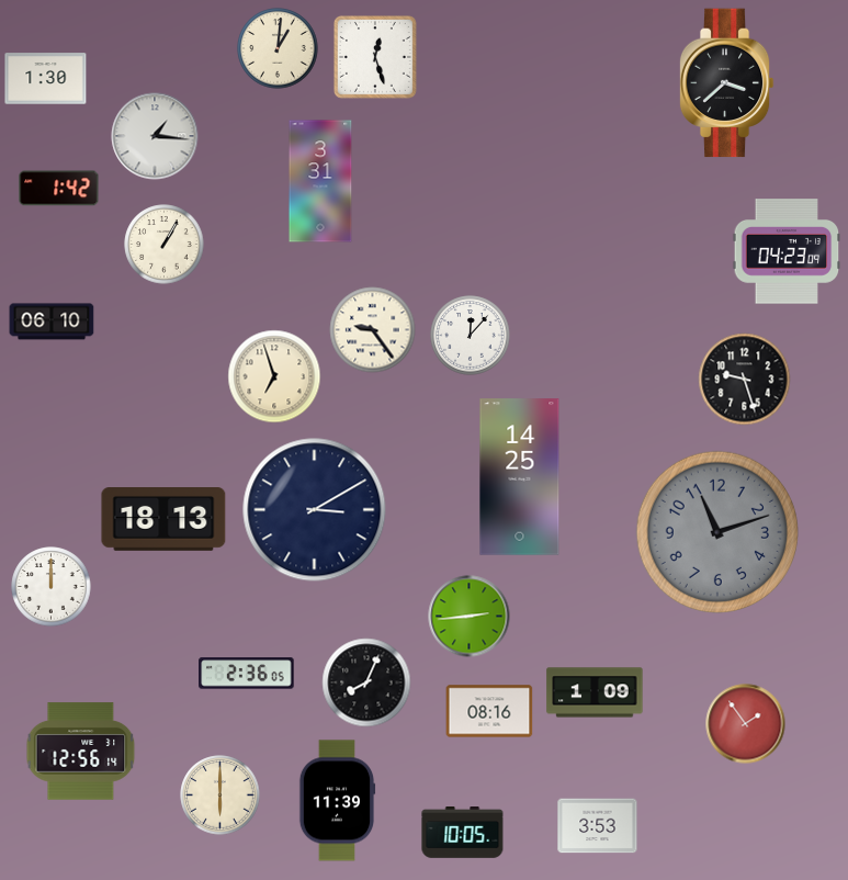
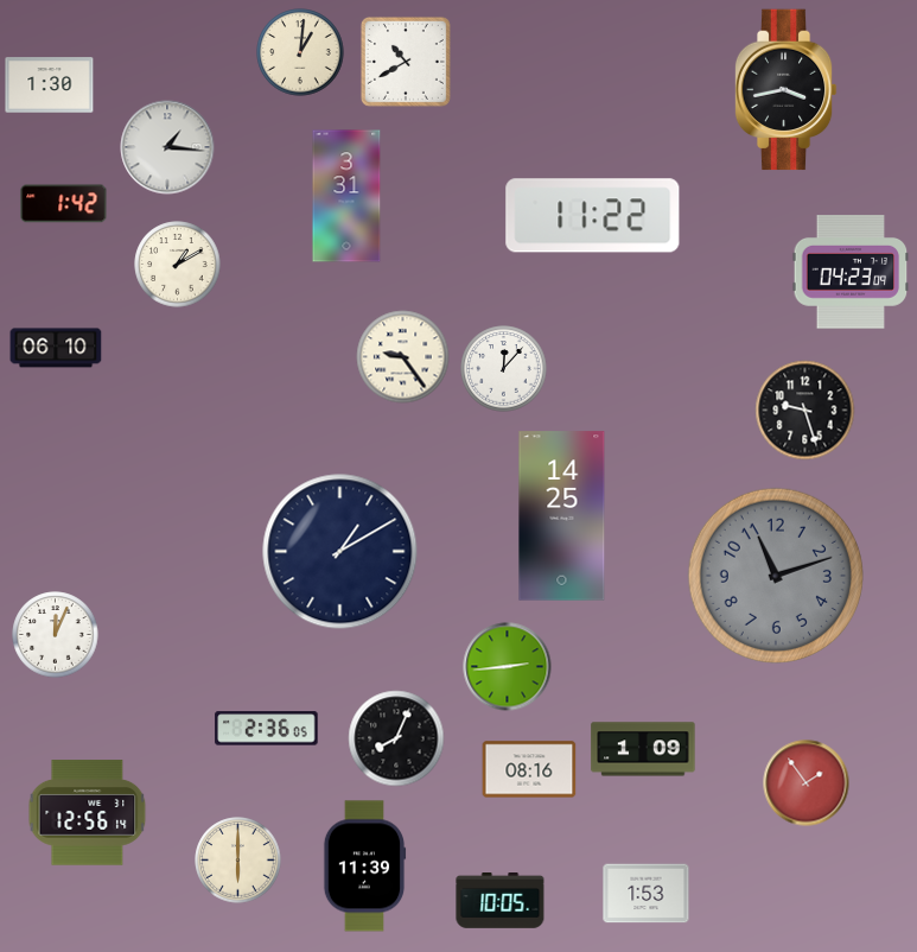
clock at (375, 57): 12:27 -> 10:40
clock at (726, 83): 3:38 -> 3:43
clock at (593, 216): none -> 11:22
clock at (165, 245): 1:05 -> 1:10
clock at (471, 336) position: (471, 336) -> (504, 369)
clock at (274, 376): 6:57 -> none
clock at (315, 510): 3:10 -> 1:10
clock at (163, 520): 18:13 -> none
clock at (52, 587): 12:00 -> 12:04
clock at (598, 826): 3:53 -> 1:53
